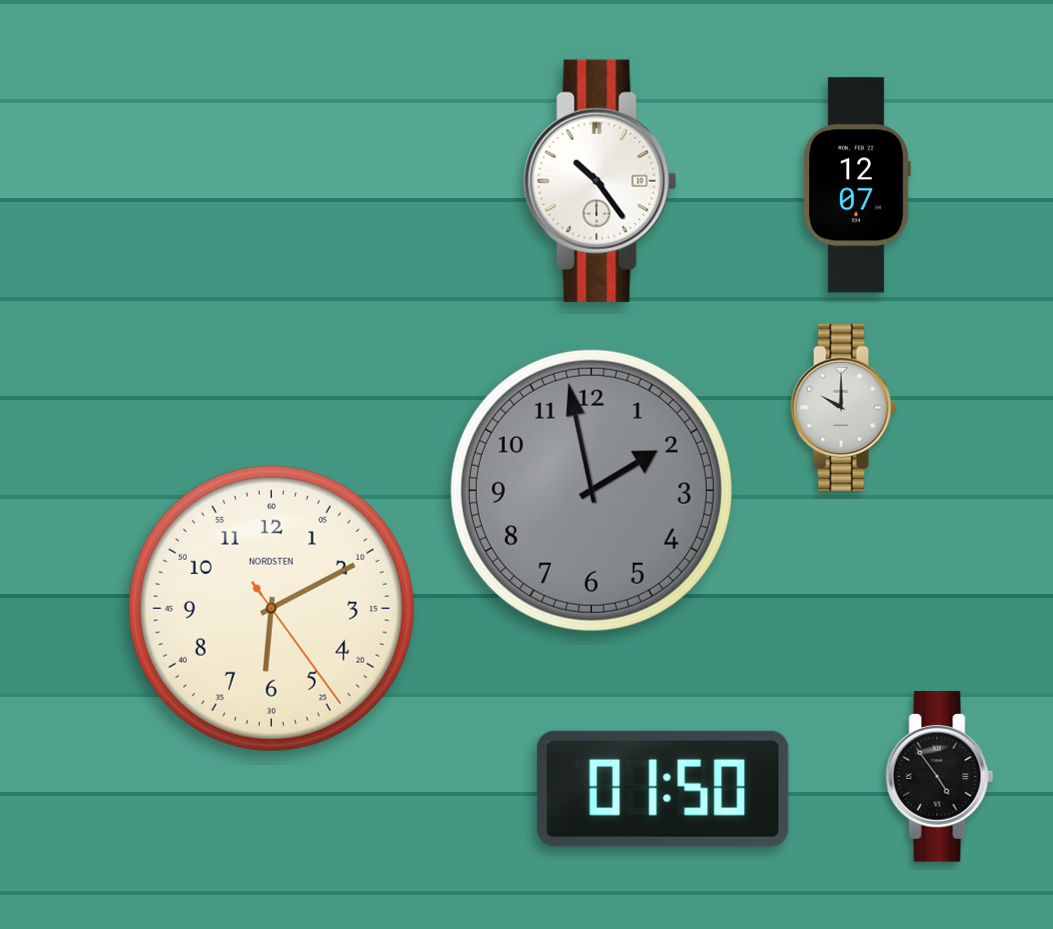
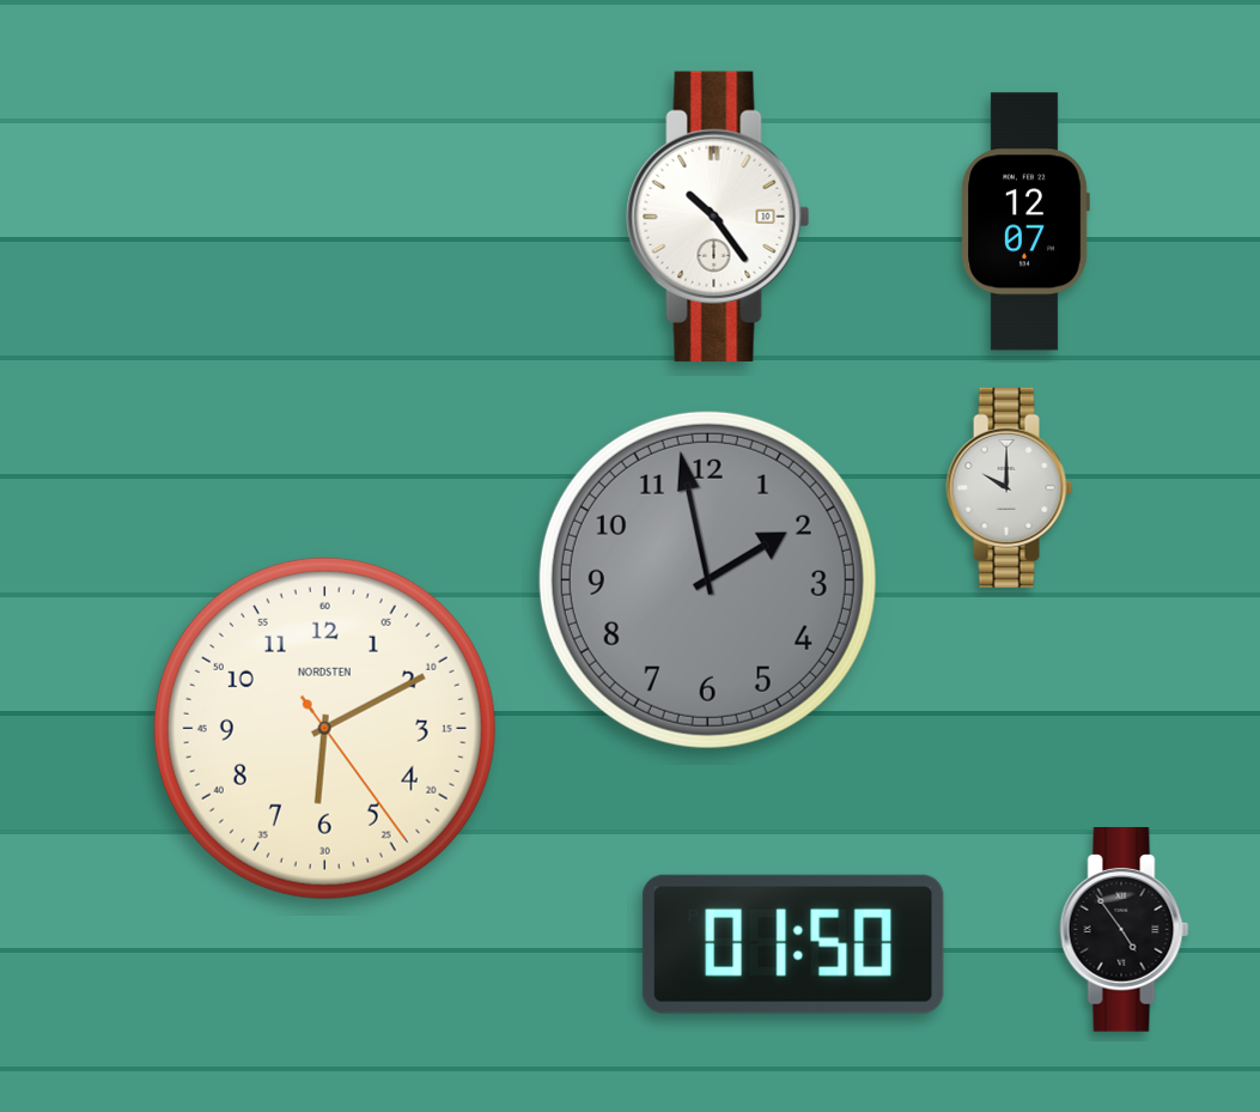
clock at (591, 490) position: (591, 490) -> (707, 579)
